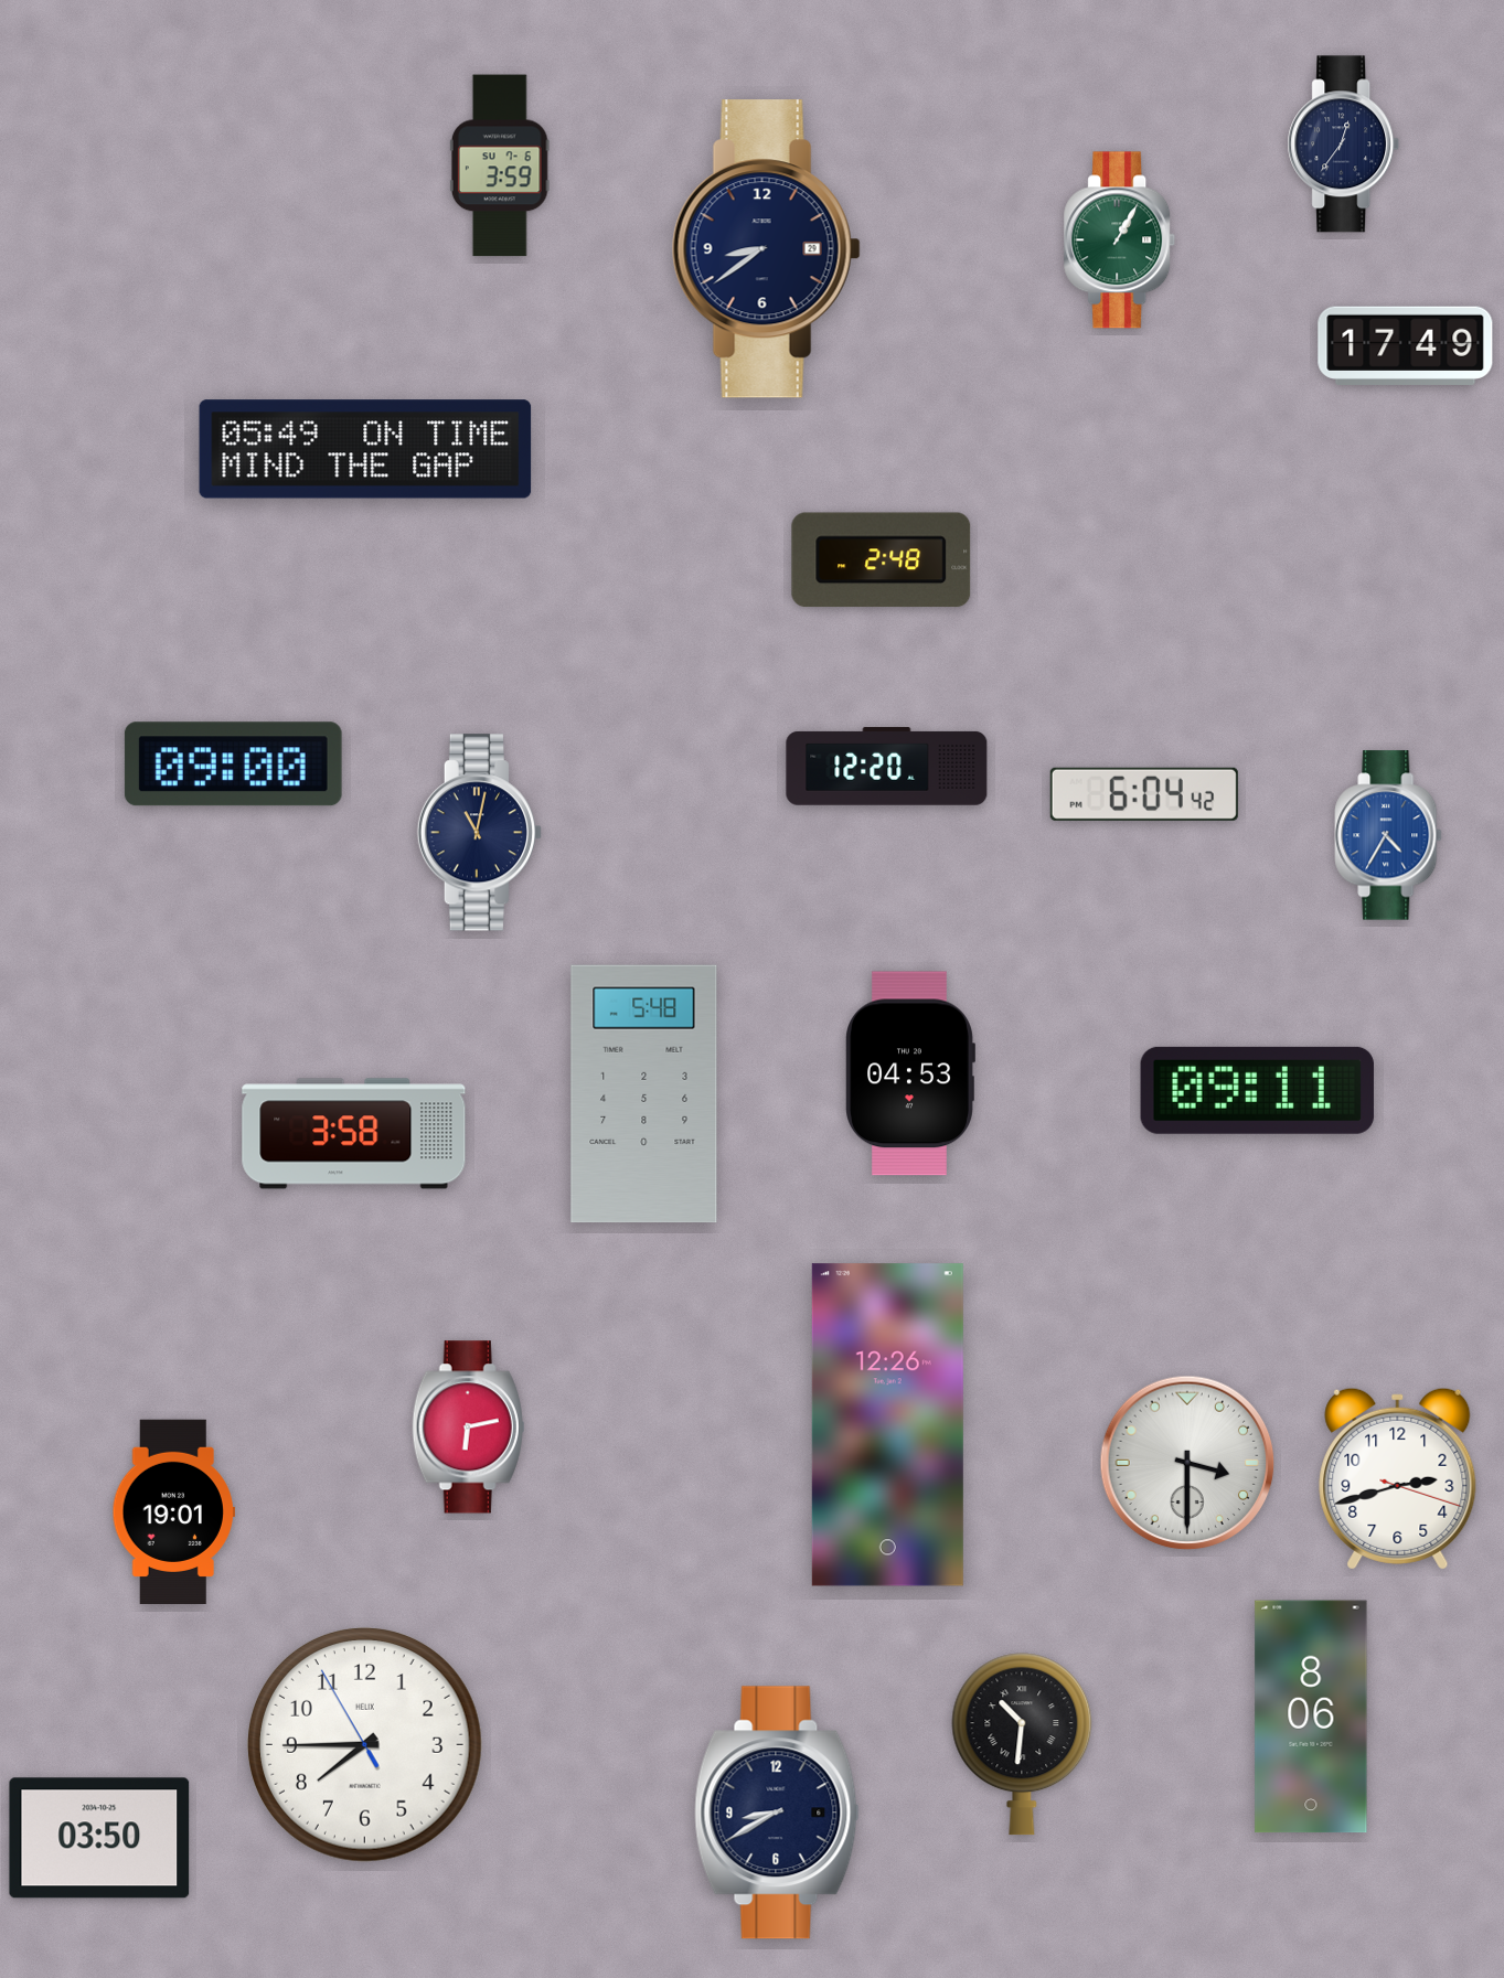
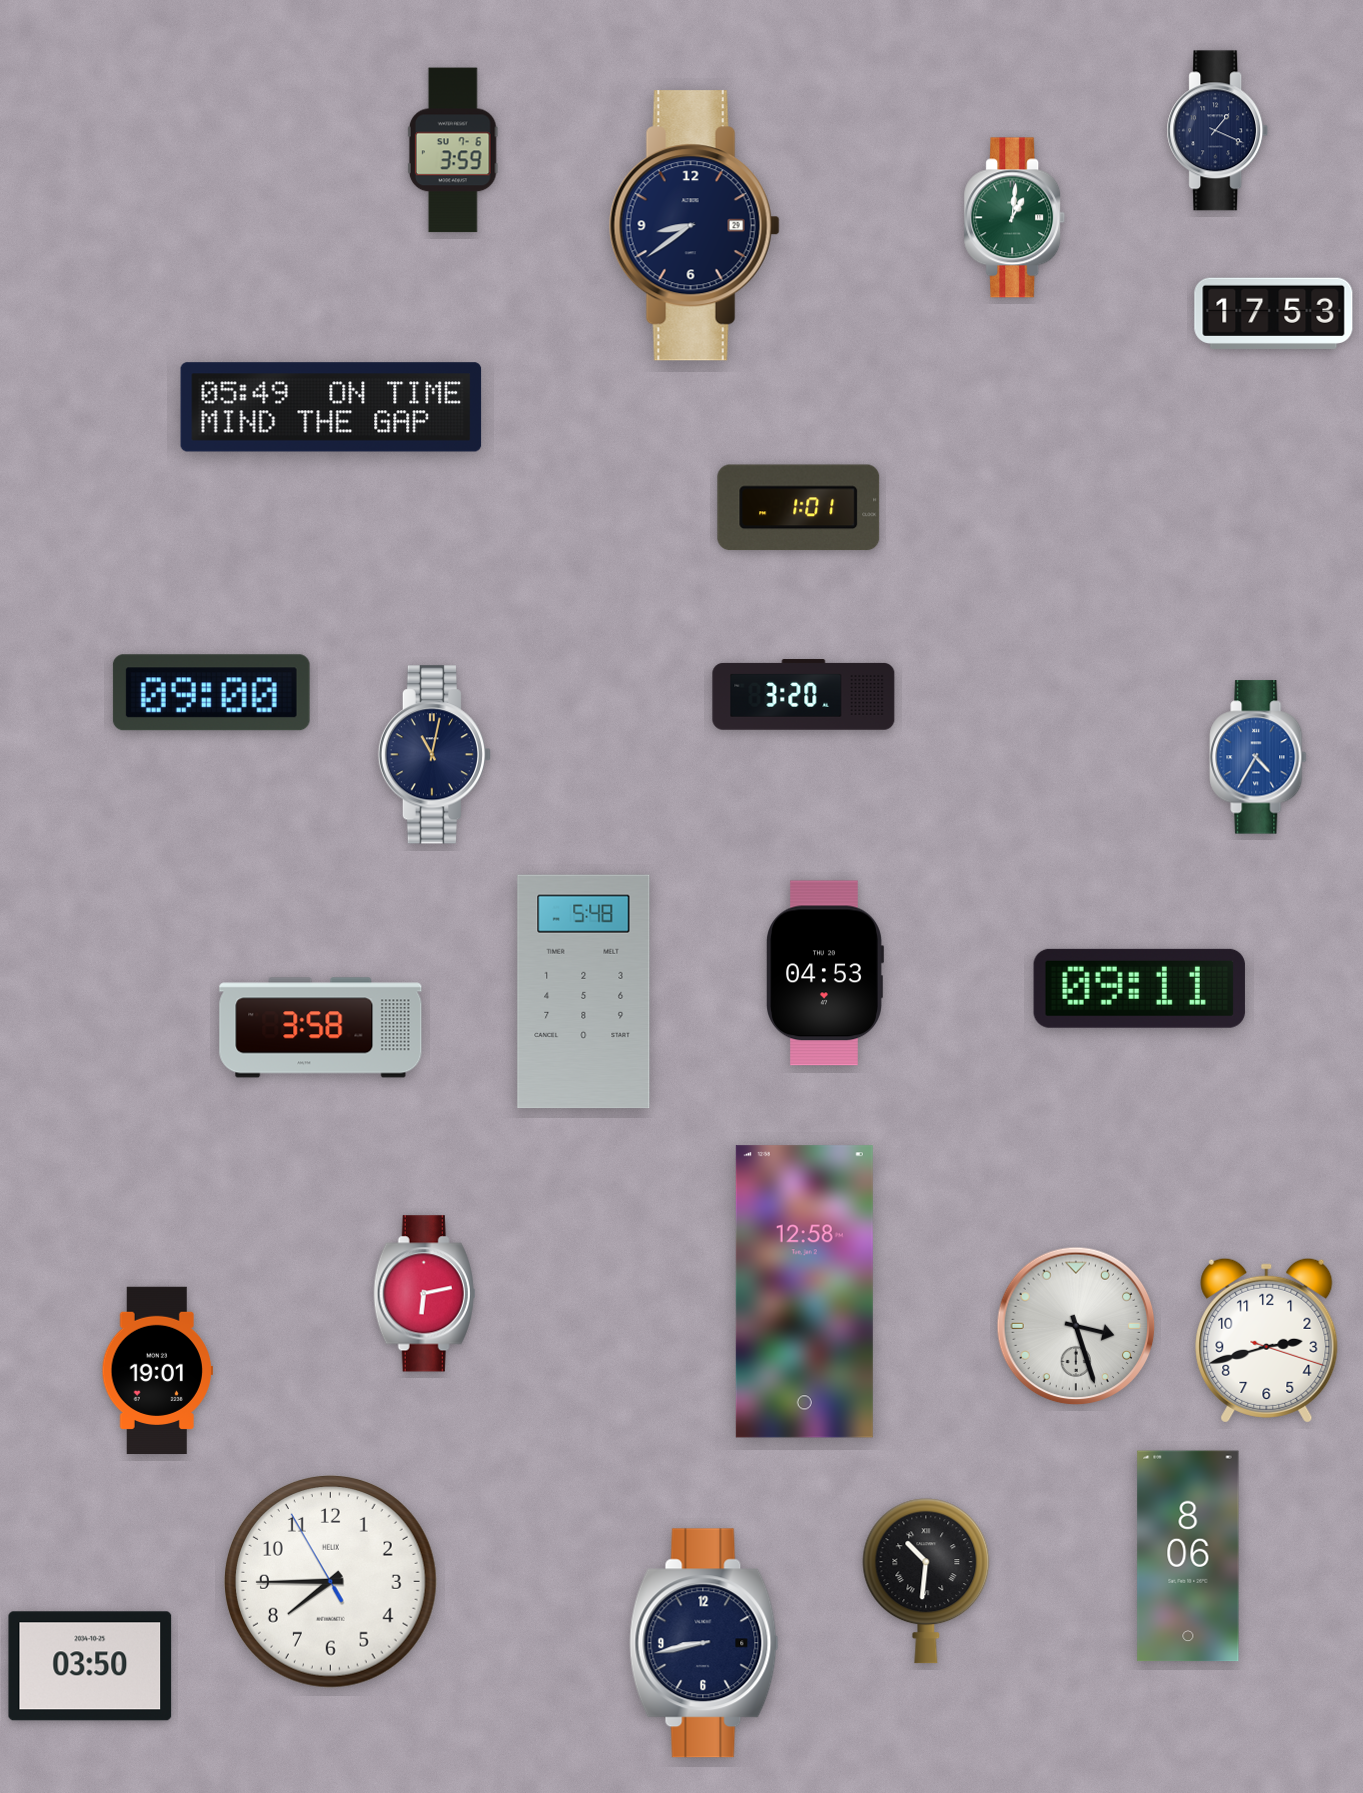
clock at (1344, 145): 12:36 -> 1:19
clock at (1120, 240): 1:05 -> 1:01
clock at (1406, 345): 17:49 -> 17:53
clock at (882, 560): 2:48 -> 1:01
clock at (887, 767): 12:20 -> 3:20
clock at (1144, 794): 6:04 -> none
clock at (887, 1425): 12:26 -> 12:58
clock at (1187, 1463): 3:30 -> 3:27
clock at (777, 1813): 8:40 -> 8:43
